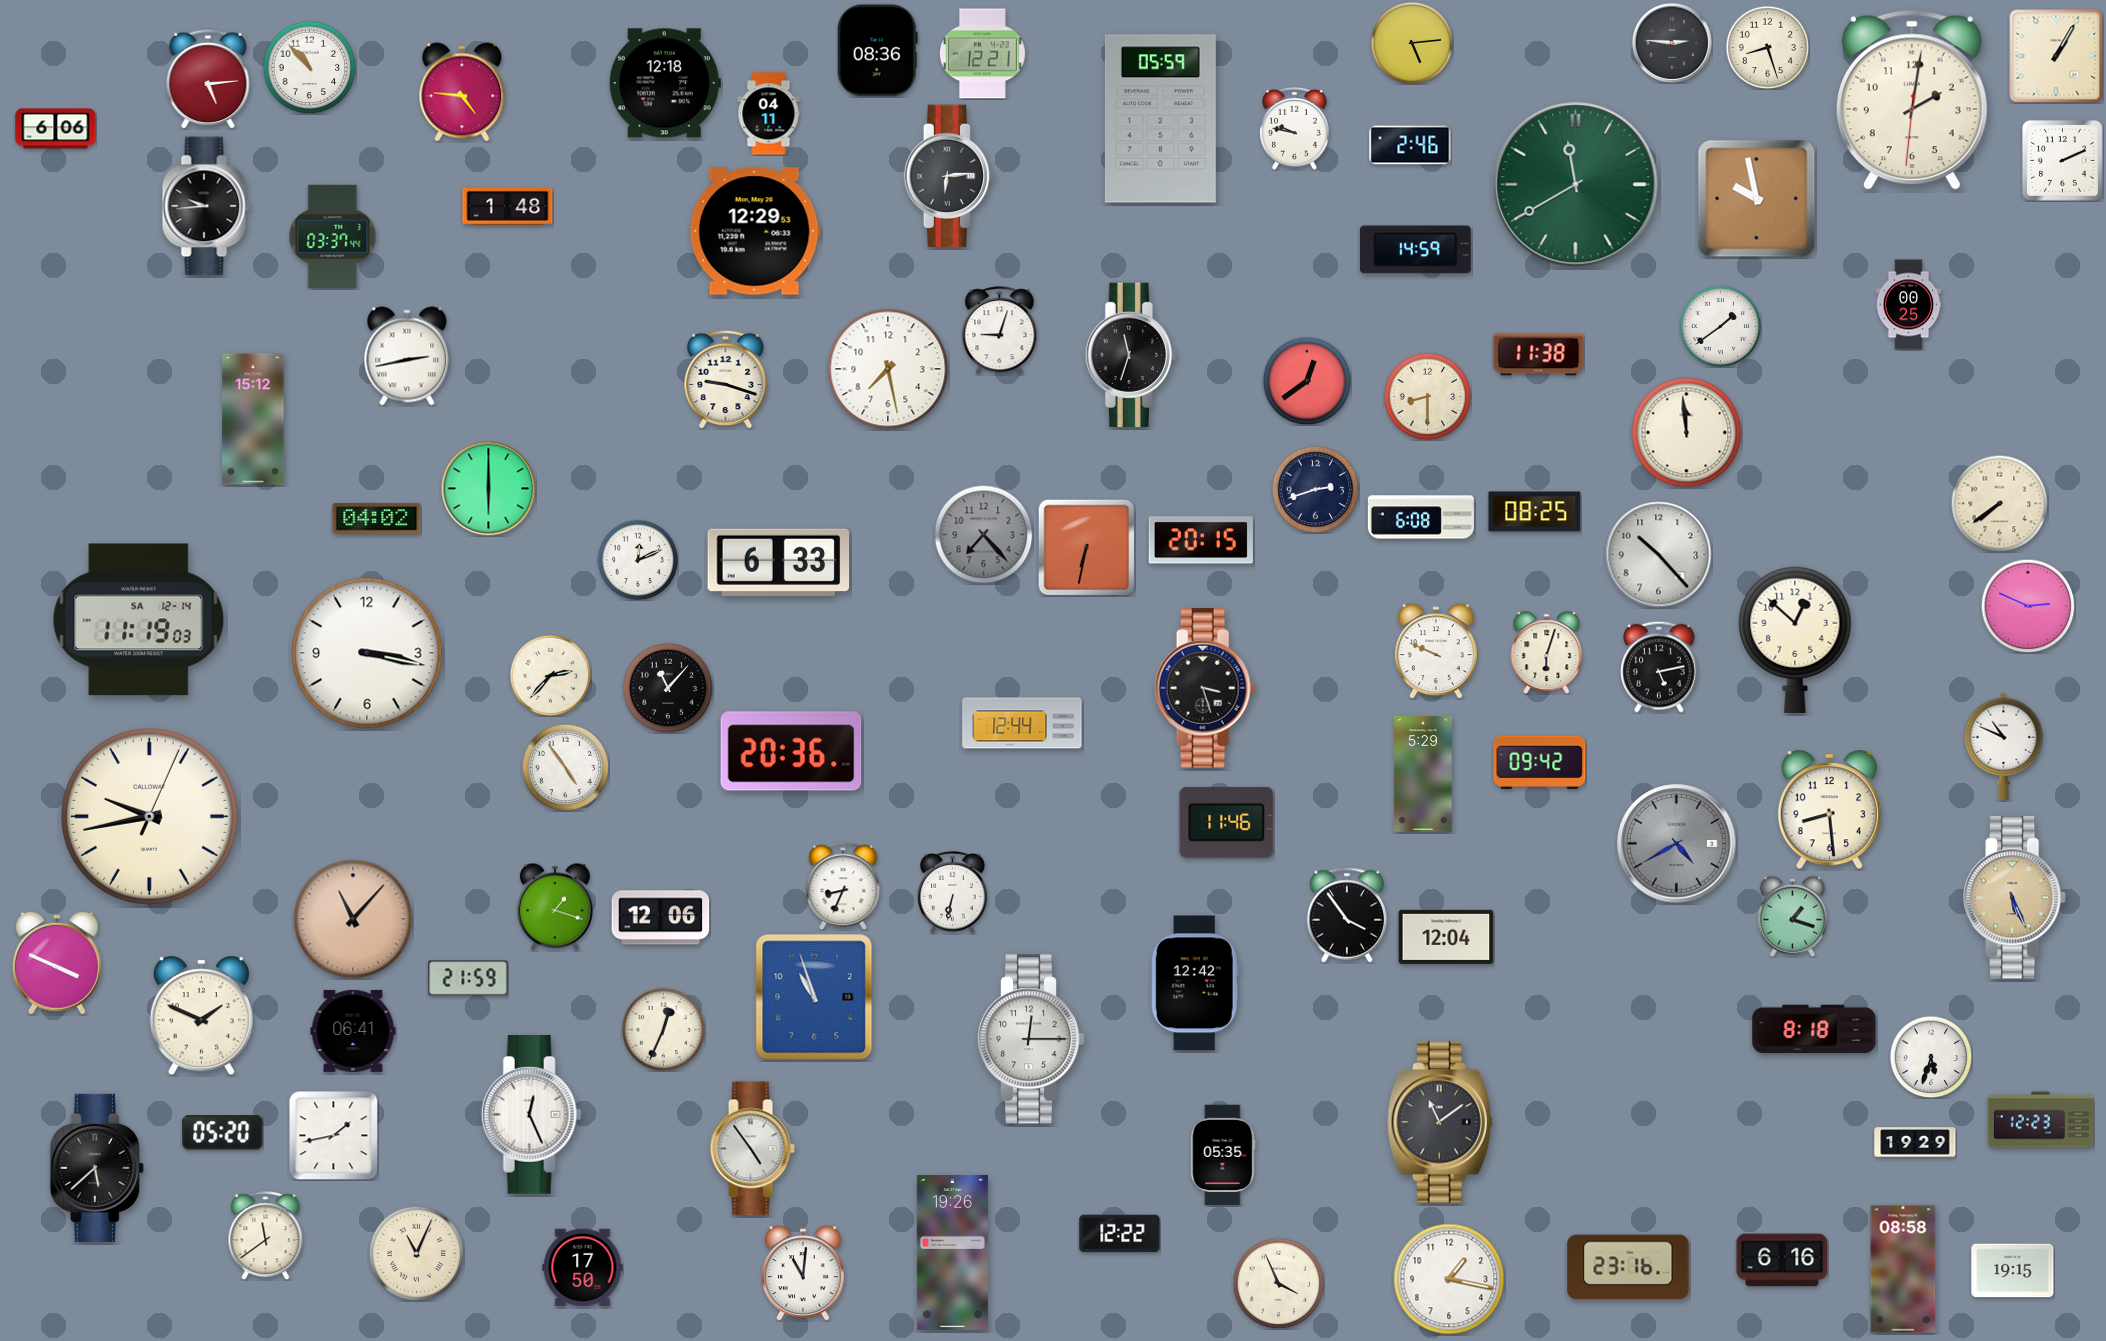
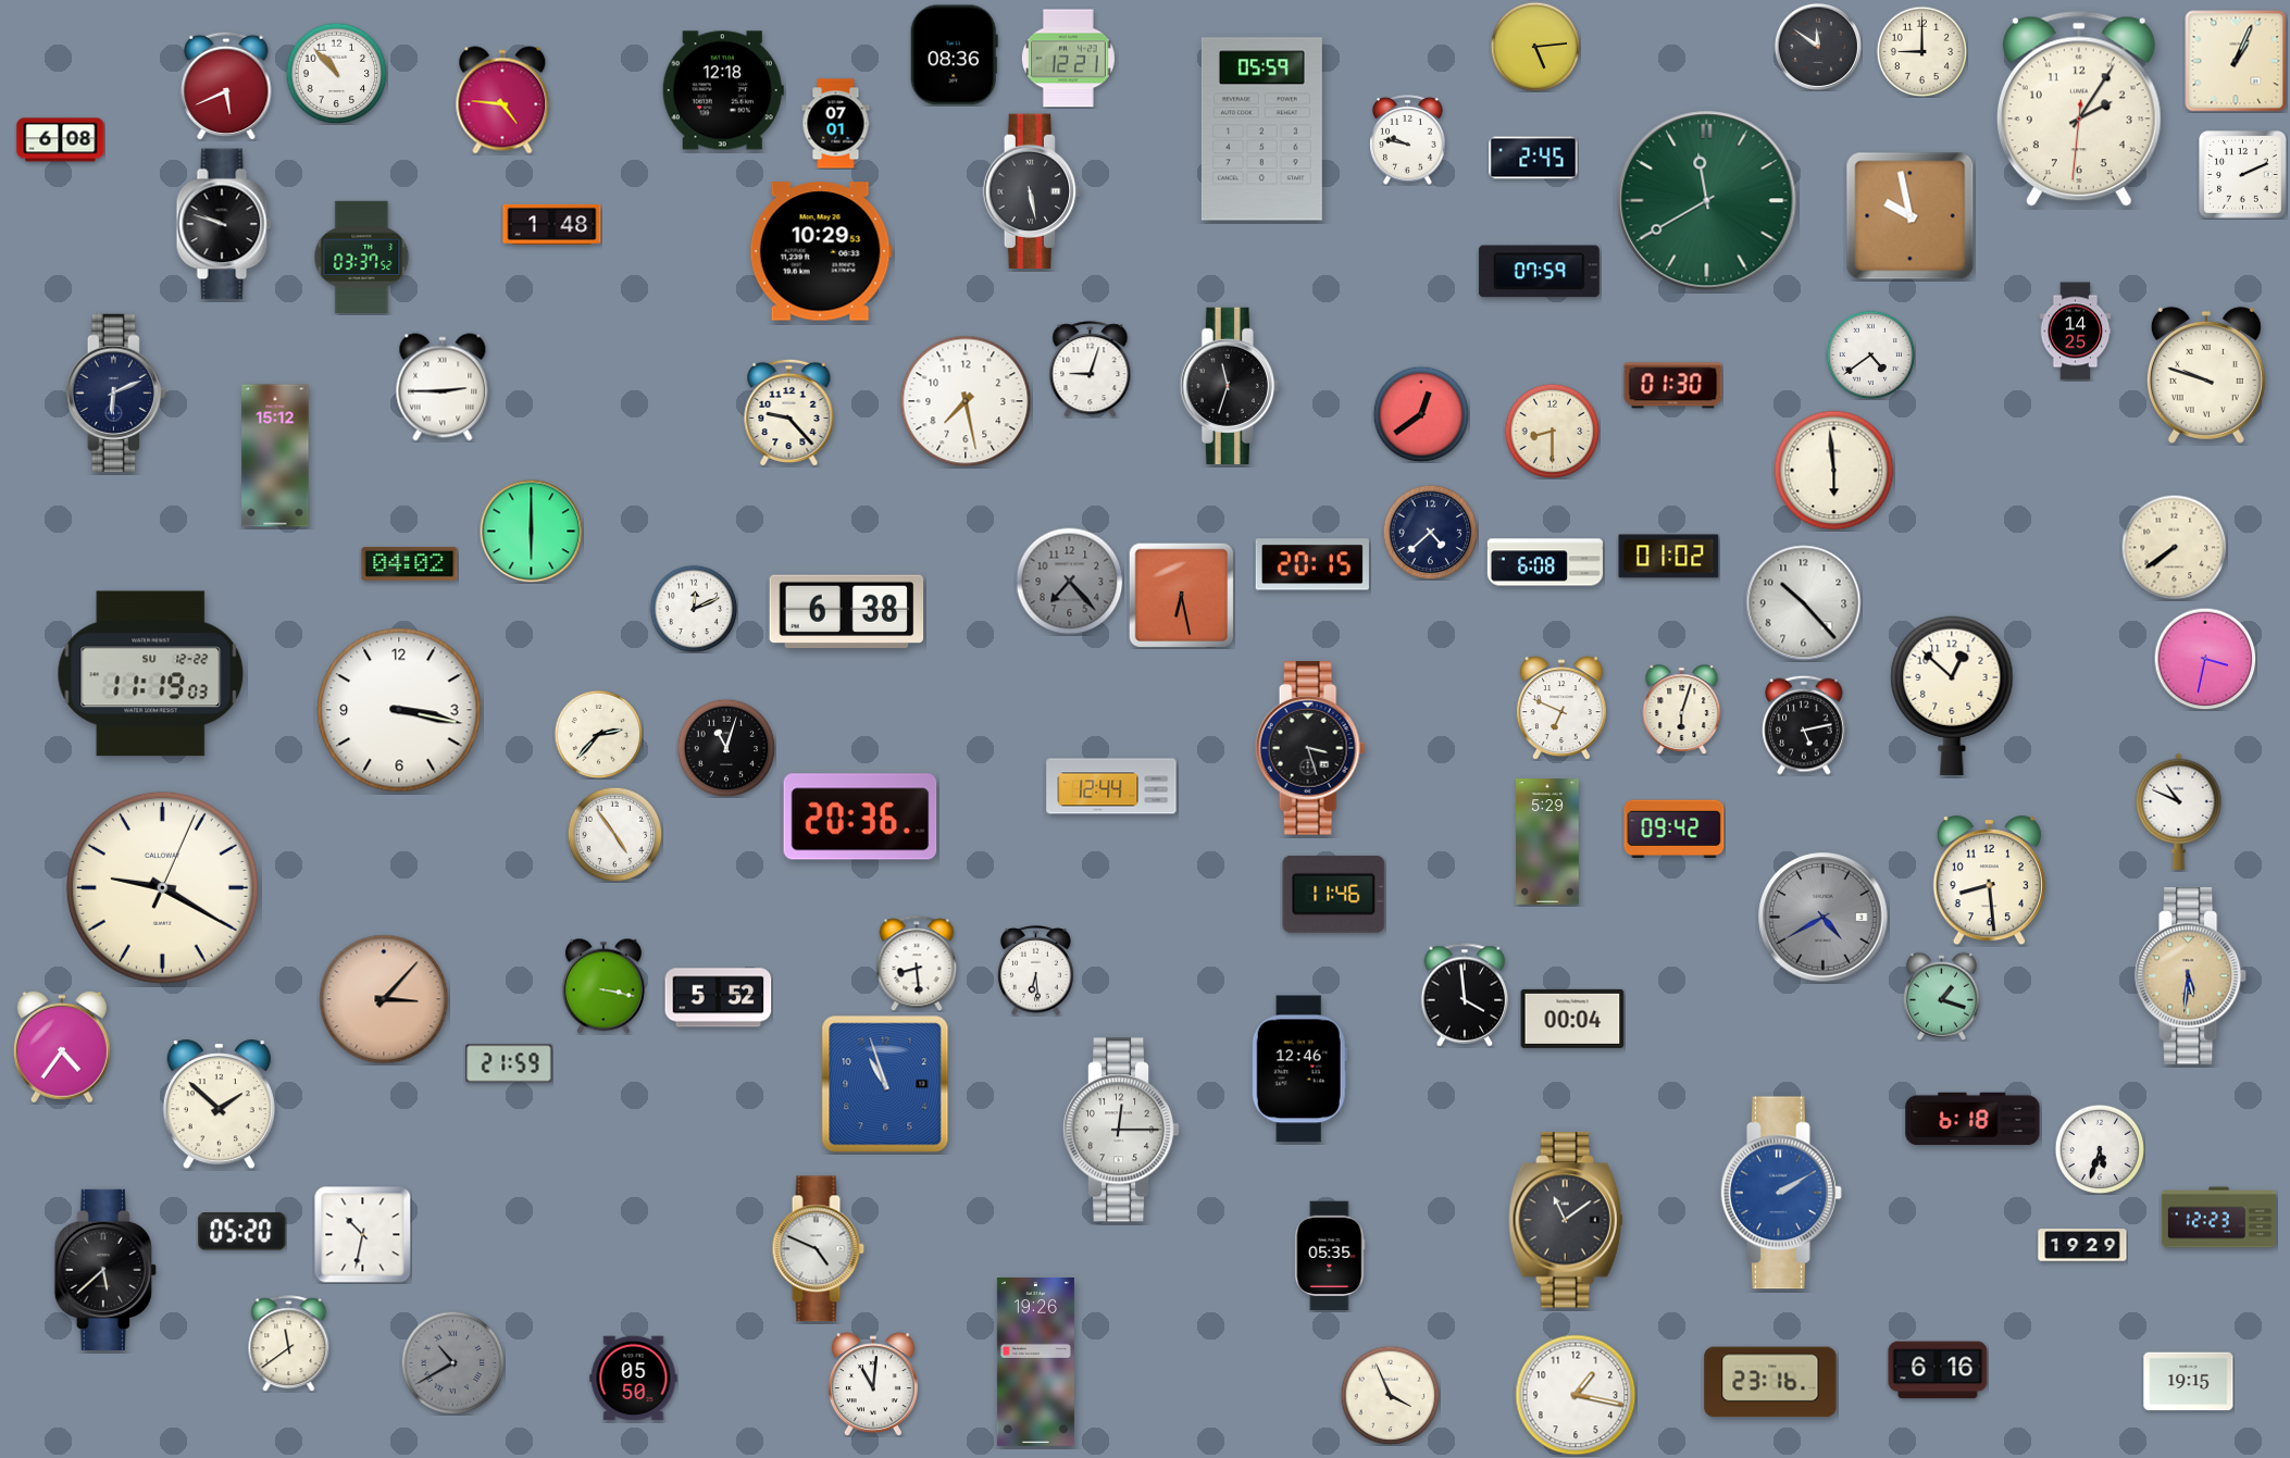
clock at (1672, 43): 2:46 -> 11:51
clock at (1767, 47): 8:27 -> 9:00
clock at (2056, 56): 1:05 -> 1:04
clock at (208, 79): 5:14 -> 5:41
clock at (1912, 100): 2:01 -> 2:05
clock at (769, 114): 04:11 -> 07:01
clock at (56, 129): 6:06 -> 6:08
clock at (1410, 145): 2:46 -> 2:45
clock at (949, 176): 6:14 -> 5:28
clock at (1576, 185) position: (1576, 185) -> (1707, 201)
clock at (206, 206): 9:44 -> 9:48
clock at (755, 231): 12:29 -> 10:29
clock at (333, 236): 03:37:44 -> 03:37:52
clock at (1415, 250): 14:59 -> 07:59
clock at (1909, 305): 00:25 -> 14:25
clock at (1720, 326): 1:39 -> 4:39
clock at (1000, 331) position: (1000, 331) -> (1091, 370)
clock at (2206, 375): none -> 9:48
clock at (1539, 355): 11:38 -> 01:30
clock at (407, 356): 2:43 -> 2:45
clock at (115, 392): none -> 6:11
clock at (726, 379): 9:18 -> 9:23
clock at (1687, 433): 11:59 -> 5:59
clock at (1315, 489): 2:42 -> 4:38
clock at (1535, 512): 08:25 -> 01:02
clock at (1201, 540) position: (1201, 540) -> (1312, 564)
clock at (1086, 547): 6:32 -> 6:28
clock at (779, 562): 6:33 -> 6:38
clock at (2028, 606): 2:49 -> 3:32
clock at (139, 620) date: SA 12-14 -> SU 12-22
clock at (1436, 651): 9:49 -> 6:49
clock at (668, 688): 11:07 -> 11:03
clock at (149, 816): 9:43 -> 9:20
clock at (843, 886): 8:34 -> 8:29
clock at (953, 892): 6:32 -> 6:29
clock at (2015, 898): 5:26 -> 5:31
clock at (555, 907): 1:18 -> 3:17
clock at (1347, 915): 3:54 -> 3:59
clock at (1792, 916) position: (1792, 916) -> (1941, 996)
clock at (661, 918): 12:06 -> 5:52
clock at (353, 919): 11:07 -> 3:07
clock at (1446, 937): 12:04 -> 00:04
clock at (57, 963): 3:49 -> 4:36
clock at (1195, 983): 12:42 -> 12:46
clock at (201, 1016): 1:49 -> 1:52
clock at (663, 1029): 12:34 -> none
clock at (1814, 1029): 8:18 -> 6:18
clock at (353, 1031): 06:41 -> none
clock at (1781, 1193): none -> 2:10
clock at (531, 1115): 12:26 -> none
clock at (334, 1136): 1:43 -> 10:32
clock at (1915, 1142) position: (1915, 1142) -> (2082, 1245)
clock at (752, 1149): 4:54 -> 4:49
clock at (1120, 1234): 12:22 -> none
clock at (416, 1253): 11:04 -> 10:40
clock at (416, 1253) dial: cream -> grey
clock at (1628, 1267) position: (1628, 1267) -> (1770, 1382)
clock at (583, 1268): 17:50 -> 05:50
clock at (1903, 1269): 08:58 -> none
clock at (1449, 1279) position: (1449, 1279) -> (1576, 1395)
